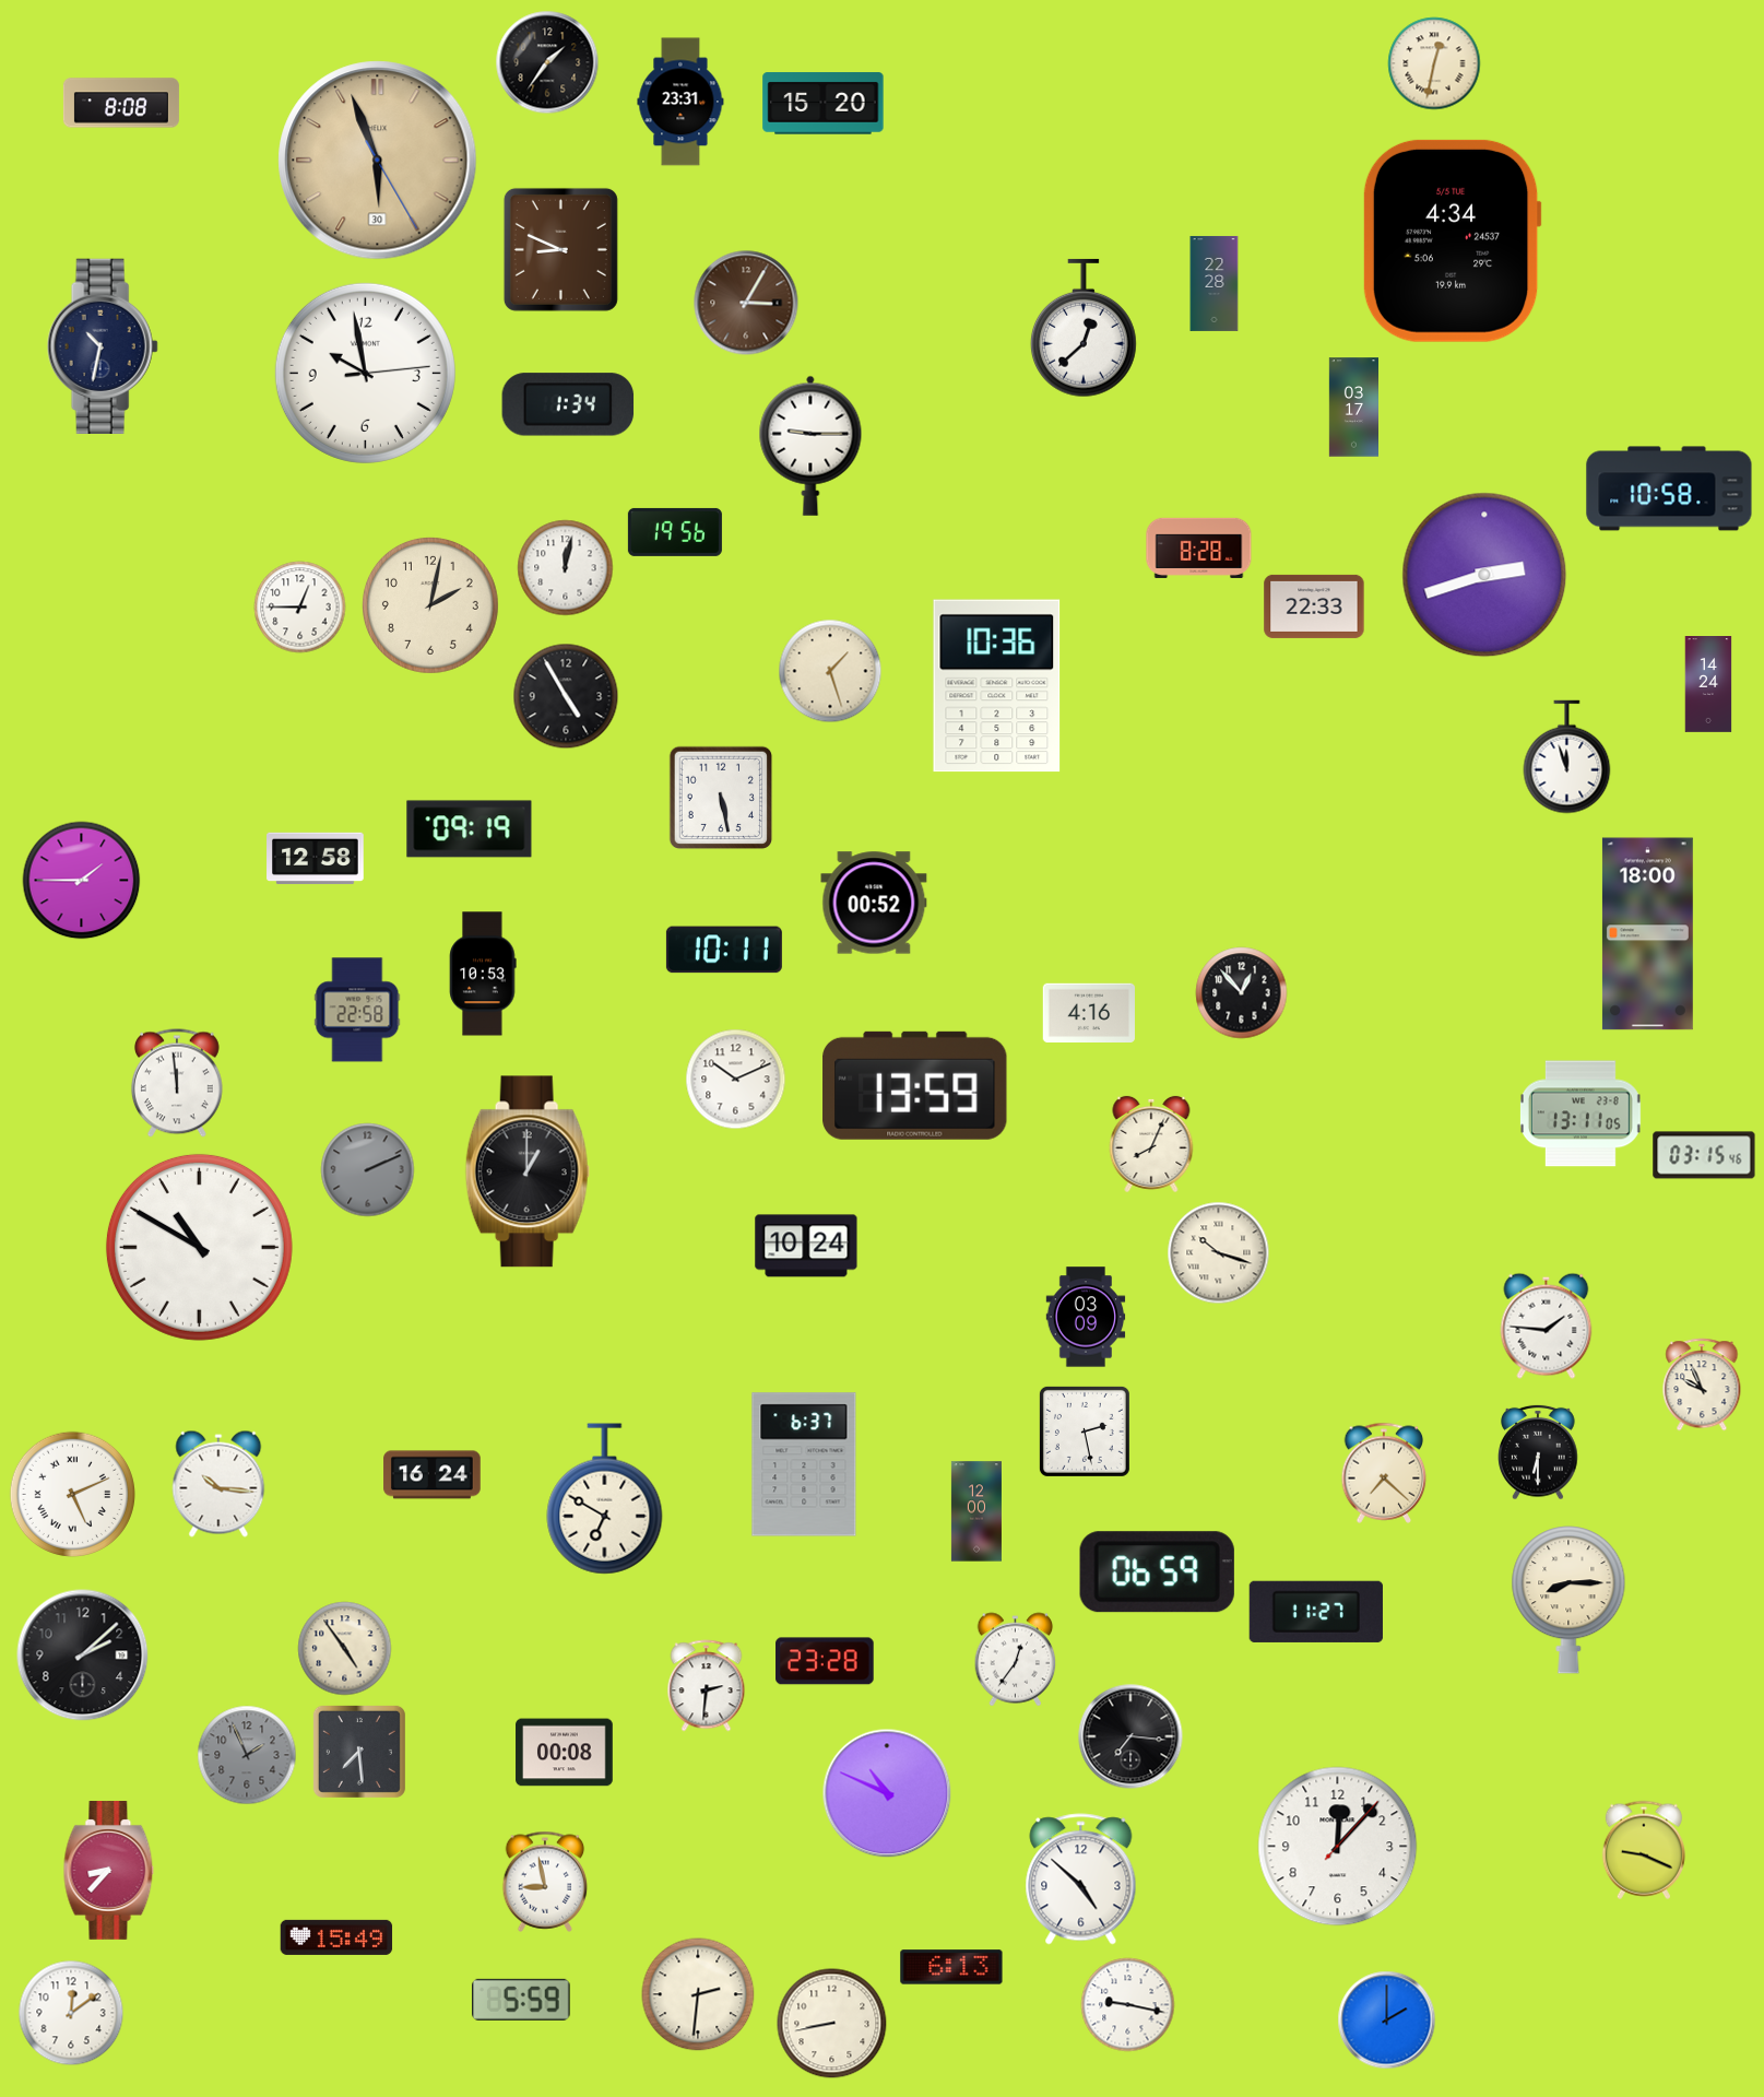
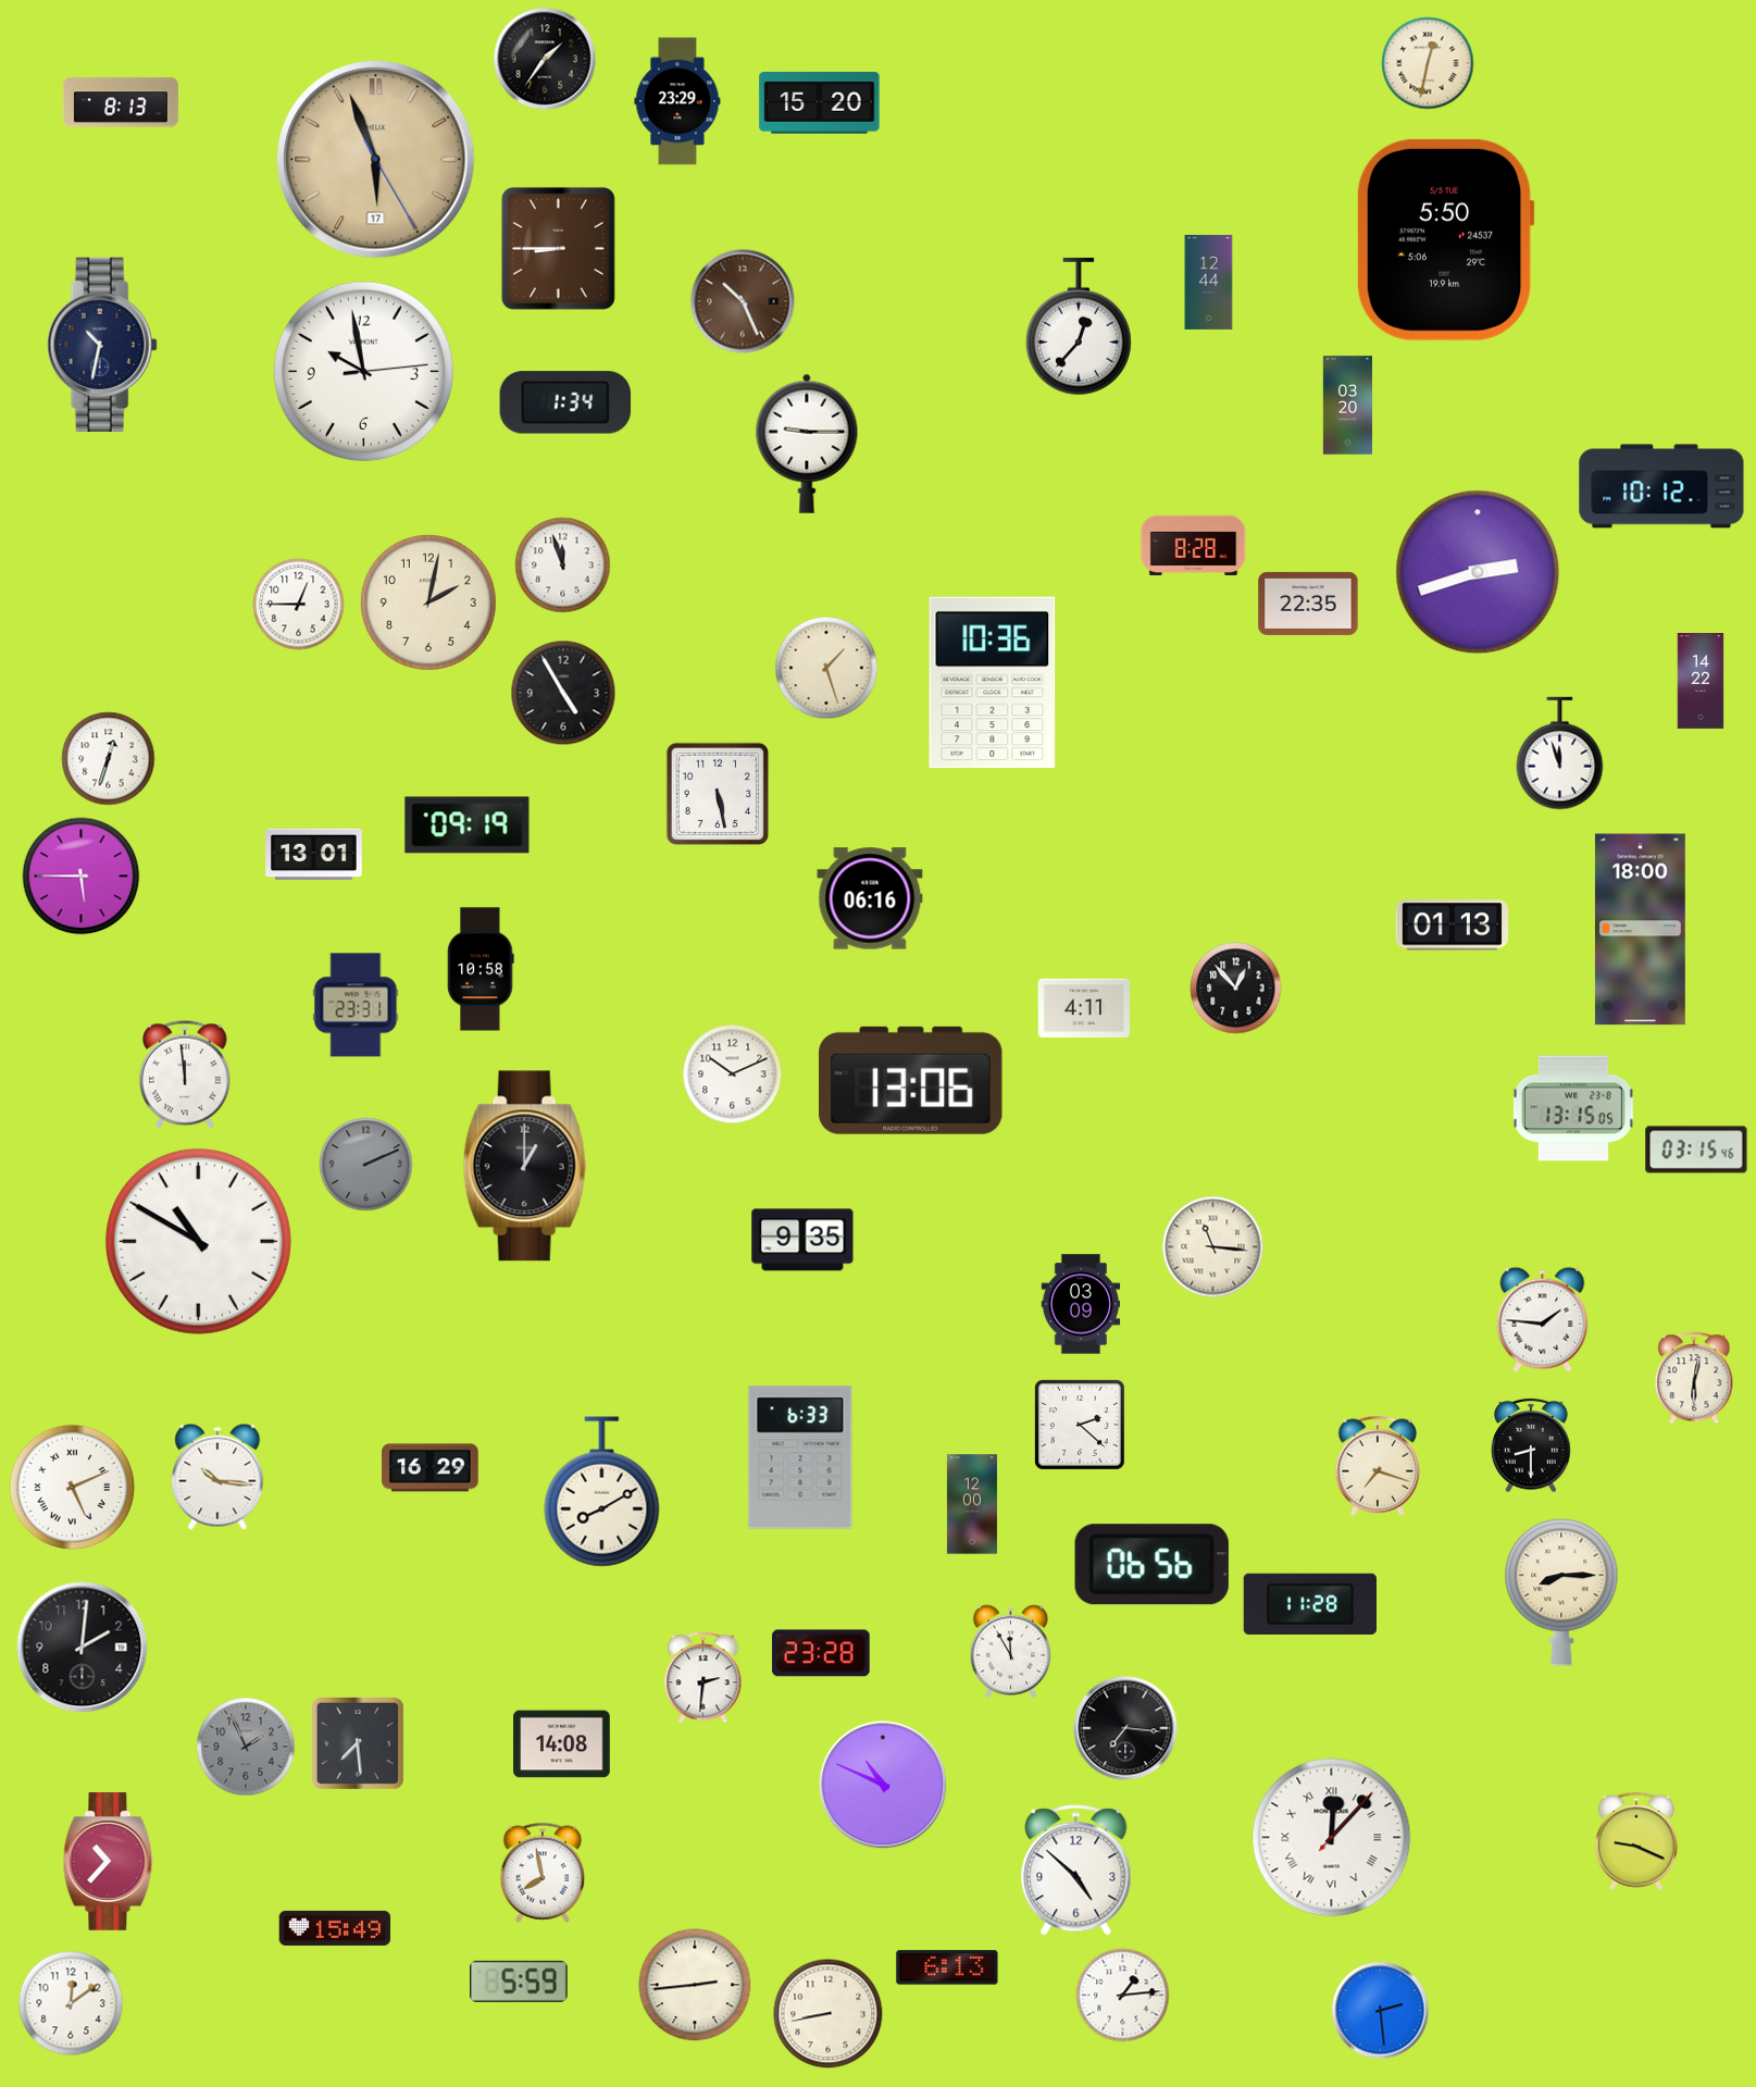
clock at (547, 62) position: (547, 62) -> (545, 59)
clock at (680, 102): 23:31 -> 23:29
clock at (121, 103): 8:08 -> 8:13
clock at (378, 161) date: 30 -> 17
clock at (1452, 240): 4:34 -> 5:50
clock at (560, 249): 8:49 -> 8:45
clock at (1215, 283): 22:28 -> 12:44
clock at (746, 303): 3:05 -> 10:26
clock at (1084, 328): 12:38 -> 12:37
clock at (1353, 408): 03:17 -> 03:20
clock at (1669, 488): 10:58 -> 10:12
clock at (675, 532): 19:56 -> none
clock at (566, 568): 12:02 -> 11:57
clock at (1314, 606): 22:33 -> 22:35
clock at (1708, 685): 14:24 -> 14:22
clock at (109, 759): none -> 12:33
clock at (316, 859): 12:58 -> 13:01
clock at (82, 881): 1:45 -> 5:45
clock at (874, 903): 00:52 -> 06:16
clock at (1452, 926): none -> 01:13
clock at (724, 950): 10:11 -> none
clock at (483, 974): 10:53 -> 10:58
clock at (357, 1010): 22:58 -> 23:31
clock at (1088, 1012): 4:16 -> 4:11
clock at (177, 1083) position: (177, 1083) -> (185, 1074)
clock at (915, 1085): 13:59 -> 13:06
clock at (1581, 1114): 13:11 -> 13:15
clock at (1151, 1144): 8:04 -> none
clock at (806, 1246): 10:24 -> 9:35
clock at (1219, 1253): 10:18 -> 11:16
clock at (1086, 1317) position: (1086, 1317) -> (1081, 1304)
clock at (1547, 1326) position: (1547, 1326) -> (1543, 1319)
clock at (1702, 1385): 9:56 -> 6:02
clock at (1085, 1432): 2:28 -> 2:22
clock at (1538, 1452): 6:30 -> 8:30
clock at (804, 1464): 6:37 -> 6:33
clock at (1384, 1473): 7:22 -> 7:18
clock at (433, 1475): 16:24 -> 16:29
clock at (605, 1499): 6:50 -> 8:10
clock at (1157, 1572): 06:59 -> 06:56
clock at (1316, 1612): 11:27 -> 11:28
clock at (345, 1649): 4:54 -> none
clock at (83, 1656): 2:08 -> 2:01
clock at (1016, 1660): 12:36 -> 11:55
clock at (565, 1753): 00:08 -> 14:08
clock at (1338, 1847) numerals: Arabic -> Roman
clock at (109, 1871): 8:37 -> 10:37
clock at (545, 1882): 8:58 -> 7:58
clock at (951, 1967) position: (951, 1967) -> (947, 1967)
clock at (698, 1994): 2:31 -> 2:44
clock at (522, 2000) position: (522, 2000) -> (520, 1982)
clock at (1128, 2005): 9:17 -> 1:14
clock at (1387, 2021): 2:00 -> 2:29
